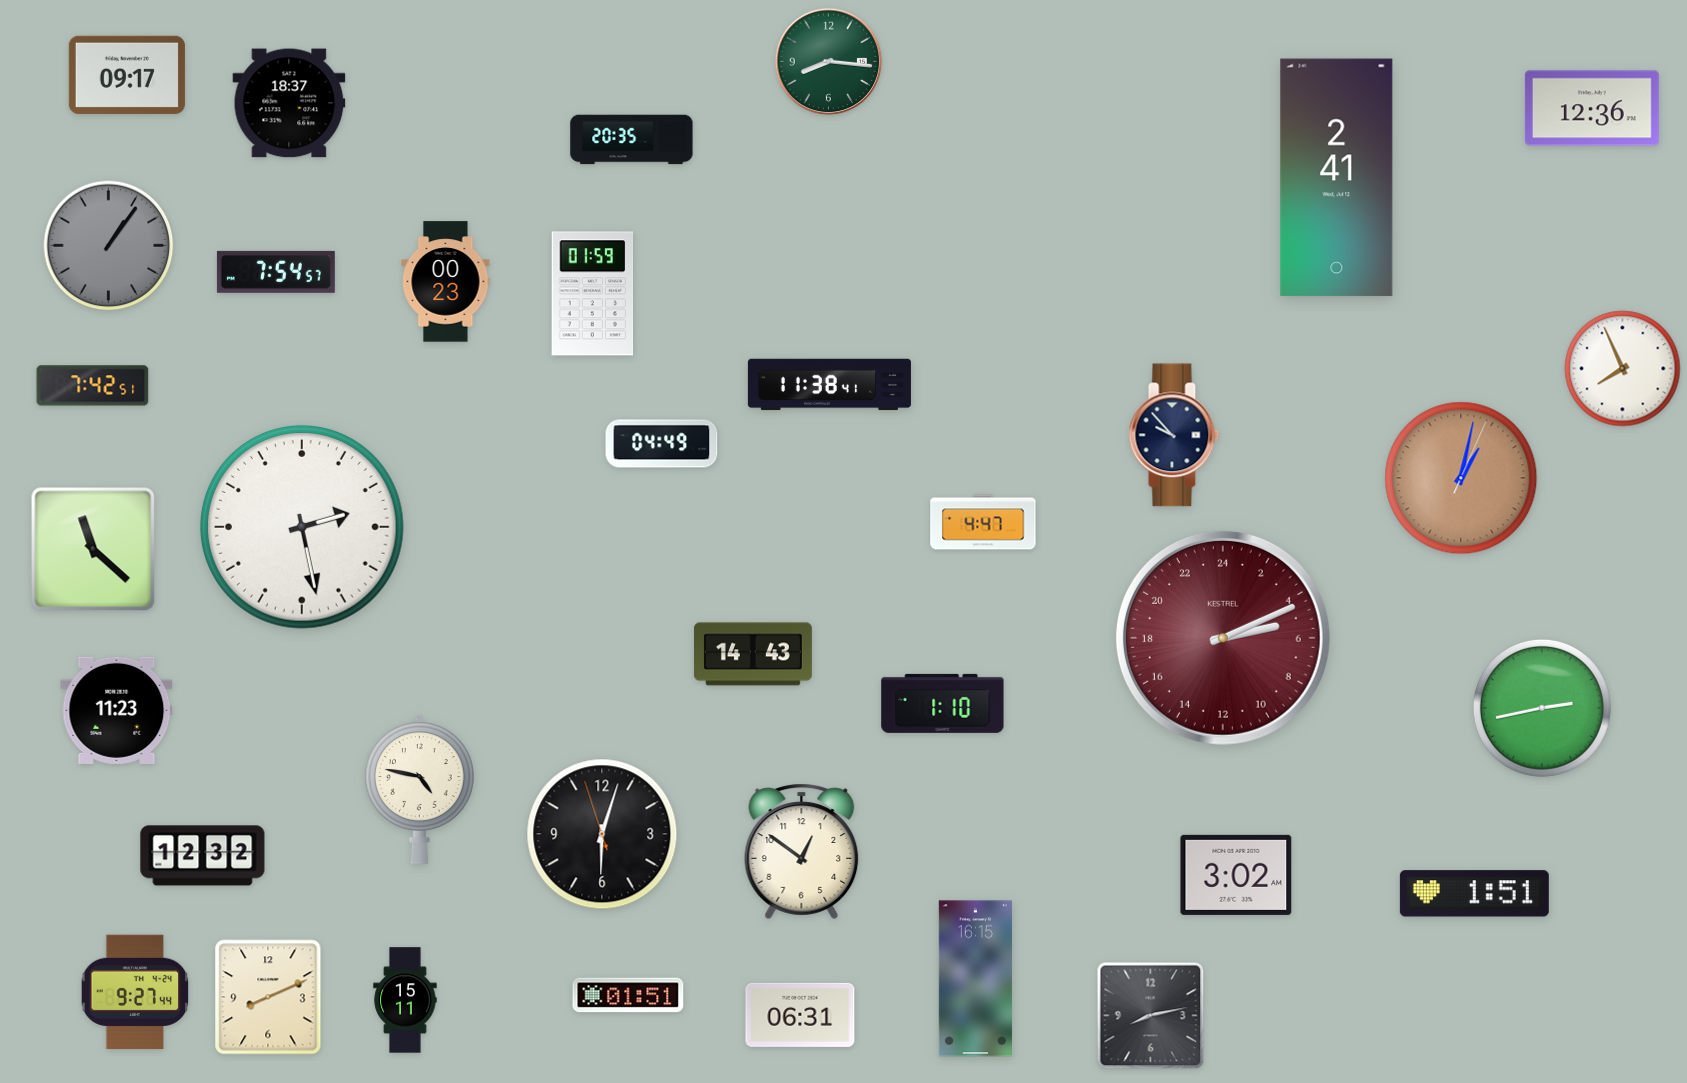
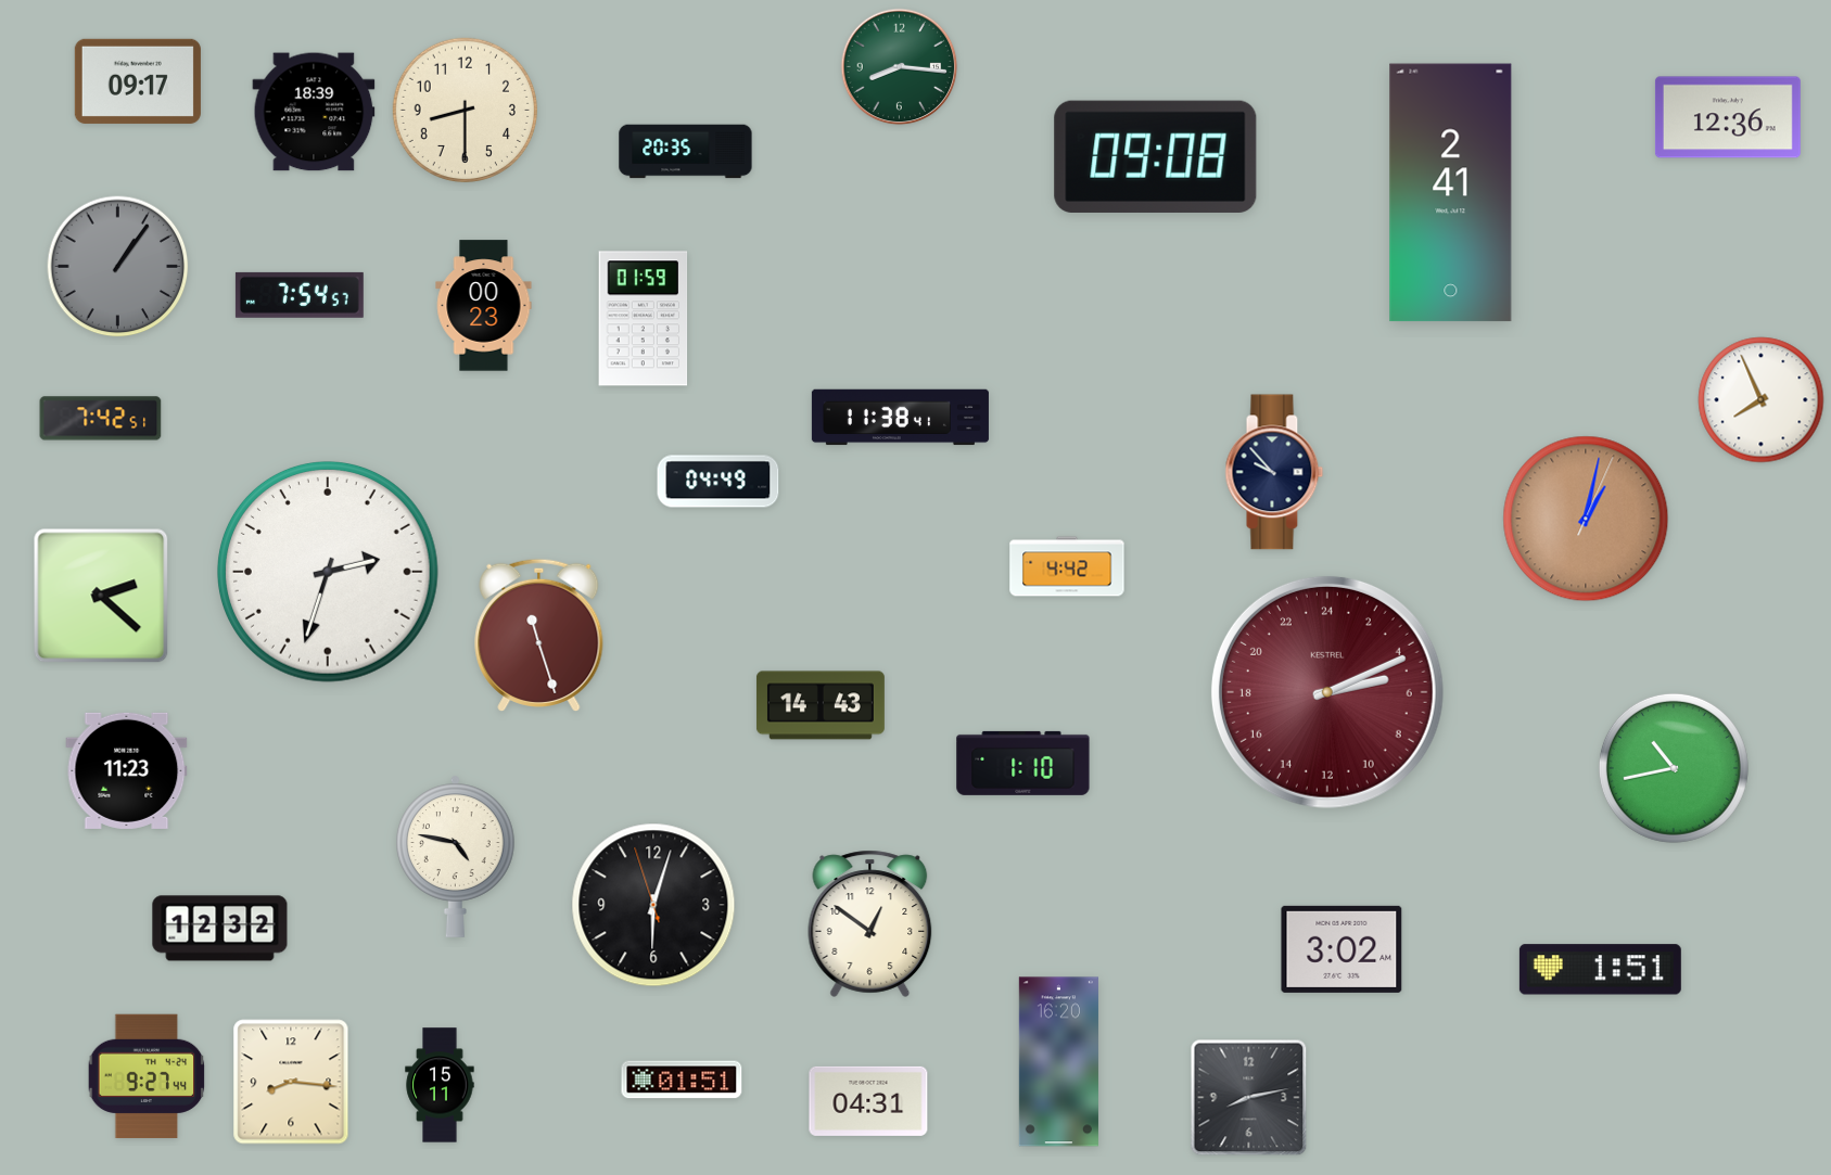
clock at (465, 110): none -> 8:30
clock at (289, 103): 18:37 -> 18:39
clock at (1156, 156): none -> 09:08
clock at (983, 522): 4:47 -> 4:42
clock at (302, 527): 2:28 -> 2:33
clock at (93, 549): 11:22 -> 2:22
clock at (539, 635): none -> 11:27
clock at (753, 654) position: (753, 654) -> (821, 705)
clock at (1542, 708): 2:43 -> 10:43
clock at (975, 979): 16:15 -> 16:20
clock at (268, 997): 8:11 -> 8:16
clock at (800, 1015): 06:31 -> 04:31
clock at (1151, 1016) position: (1151, 1016) -> (1249, 1098)
